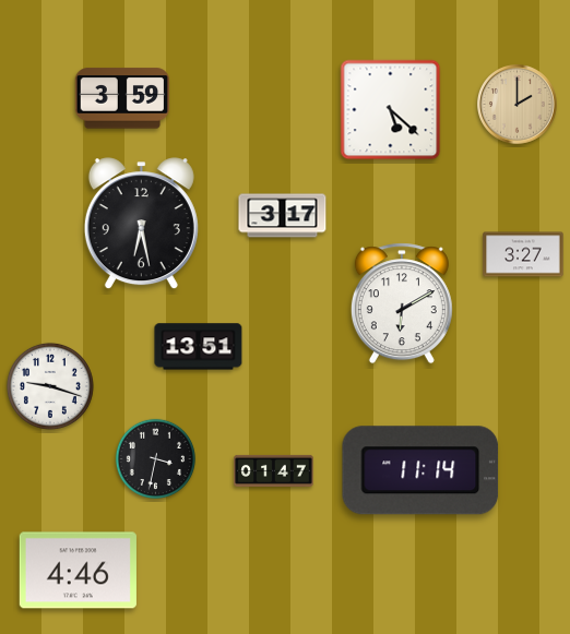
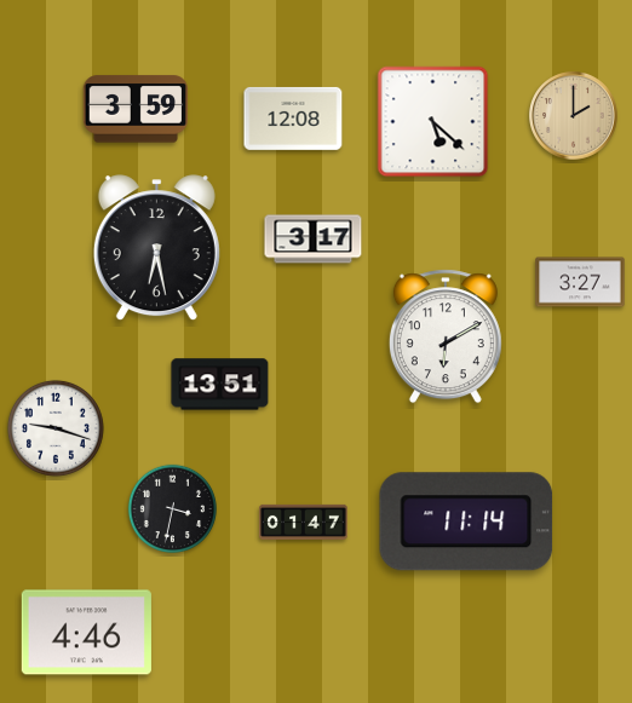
clock at (293, 119): none -> 12:08
